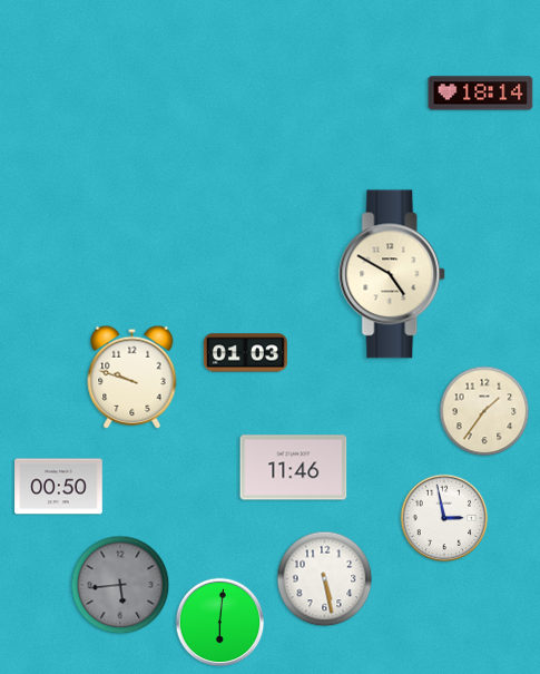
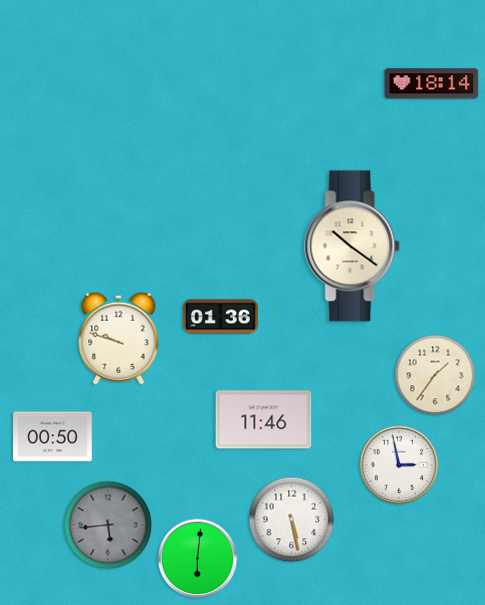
clock at (393, 274): 4:50 -> 10:21
clock at (245, 353): 01:03 -> 01:36
clock at (484, 411) position: (484, 411) -> (435, 375)
